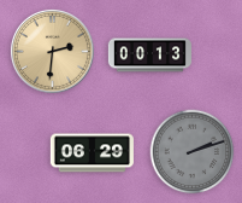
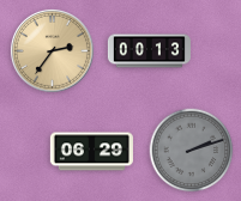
clock at (52, 51): 2:31 -> 2:36
clock at (149, 56) position: (149, 56) -> (149, 51)
